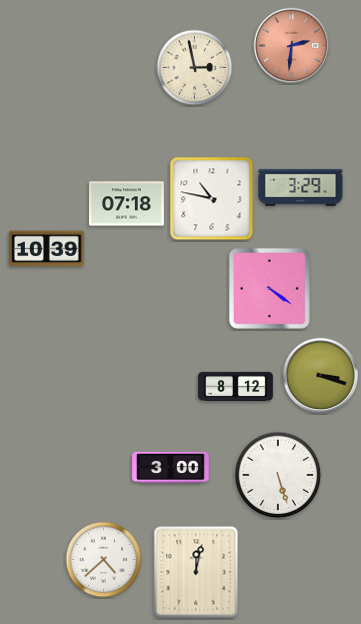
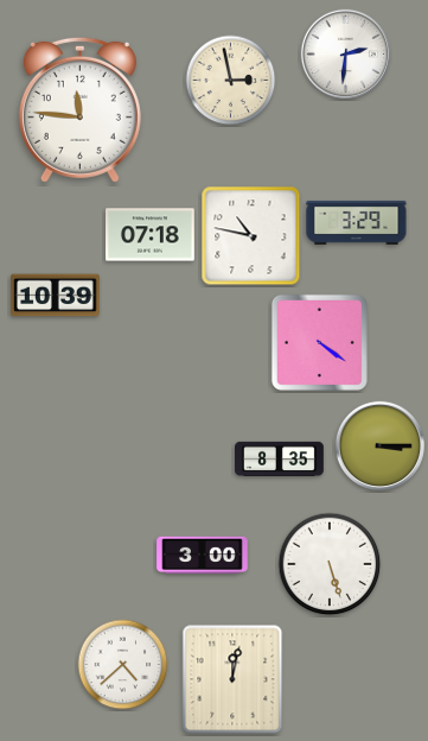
clock at (291, 45) dial: salmon -> white
clock at (79, 109): none -> 11:46
clock at (127, 204) position: (127, 204) -> (151, 235)
clock at (320, 375): 3:18 -> 3:15
clock at (236, 386): 8:12 -> 8:35
